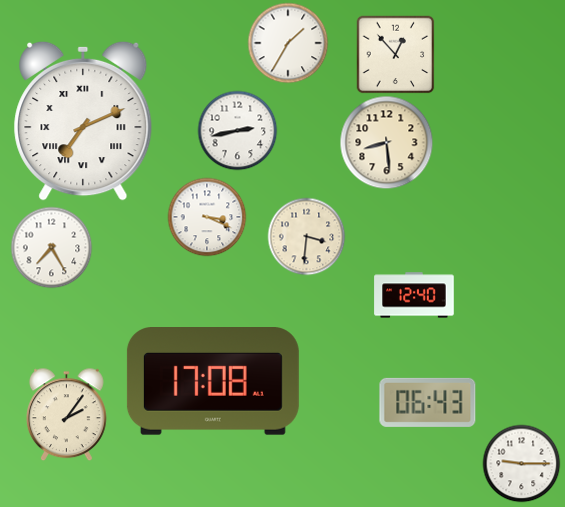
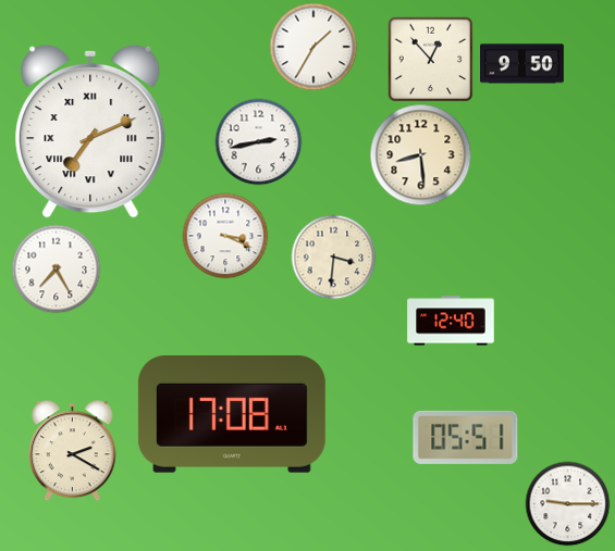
clock at (522, 64): none -> 9:50
clock at (428, 402): 06:43 -> 05:51
clock at (67, 414): 2:06 -> 2:20
